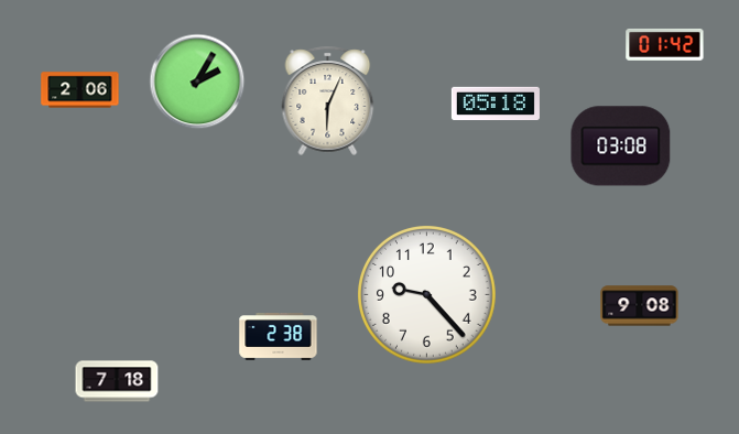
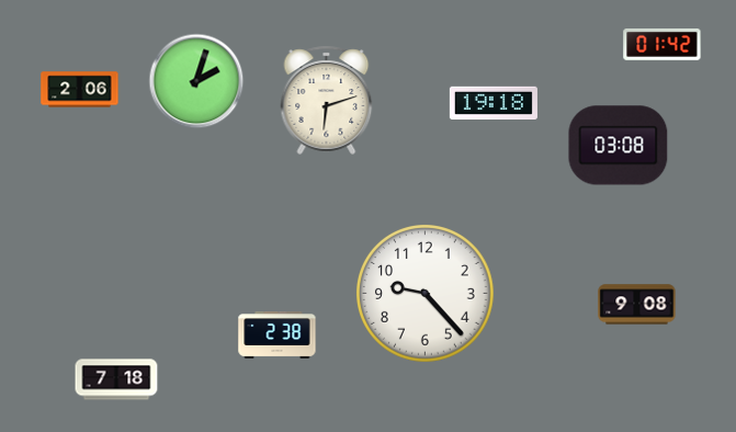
clock at (197, 82): 2:05 -> 2:03
clock at (328, 100): 6:04 -> 6:12
clock at (496, 102): 05:18 -> 19:18
